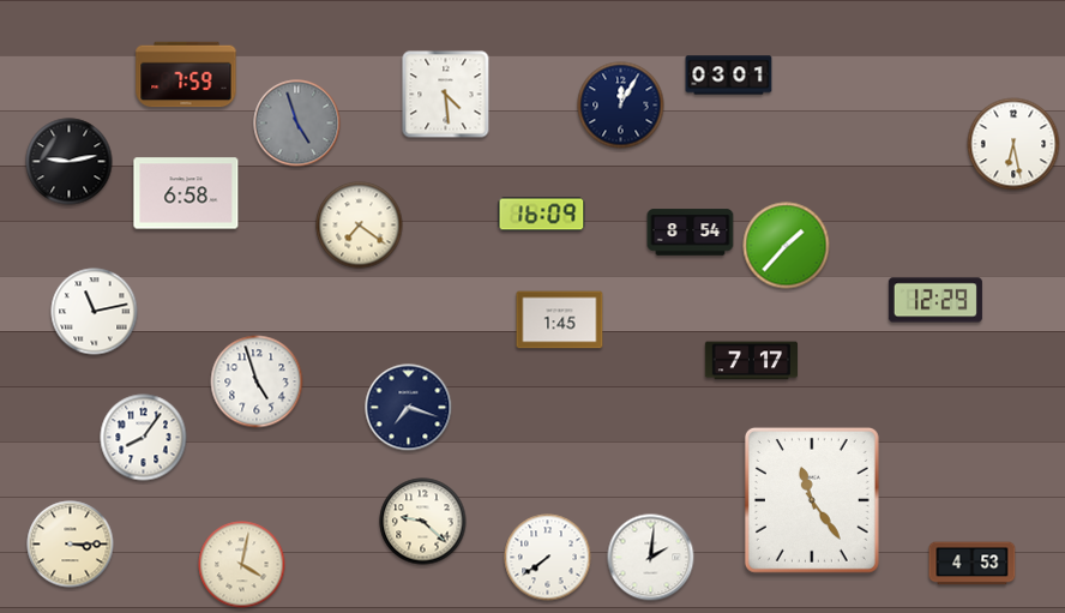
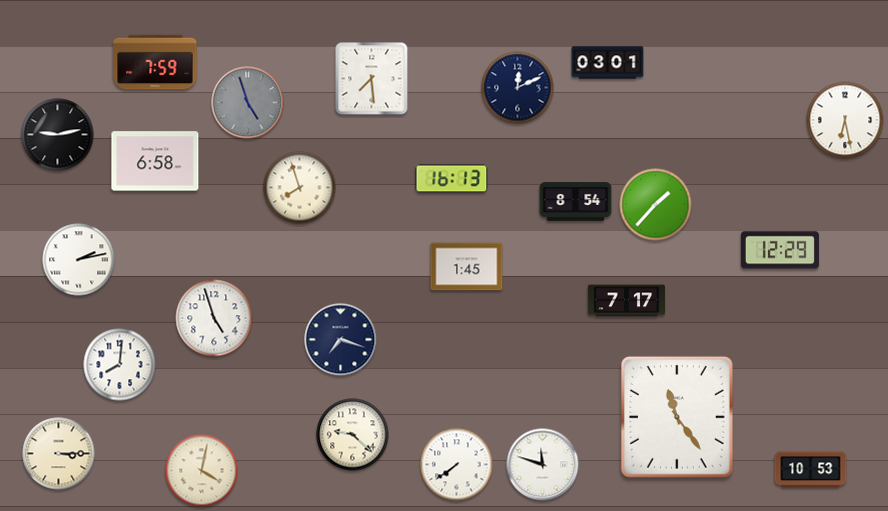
clock at (446, 95): 4:29 -> 7:29
clock at (621, 106): 12:05 -> 12:11
clock at (542, 215): 16:09 -> 16:13
clock at (360, 226): 7:21 -> 7:57
clock at (691, 233) position: (691, 233) -> (576, 202)
clock at (95, 312): 11:13 -> 2:13
clock at (144, 438): 8:06 -> 8:01
clock at (651, 558): 2:01 -> 11:48
clock at (973, 564): 4:53 -> 10:53
